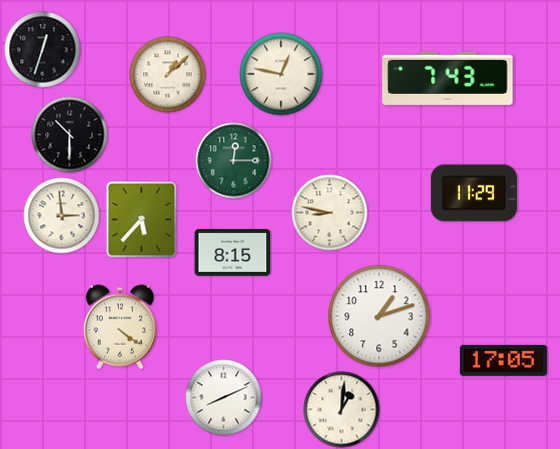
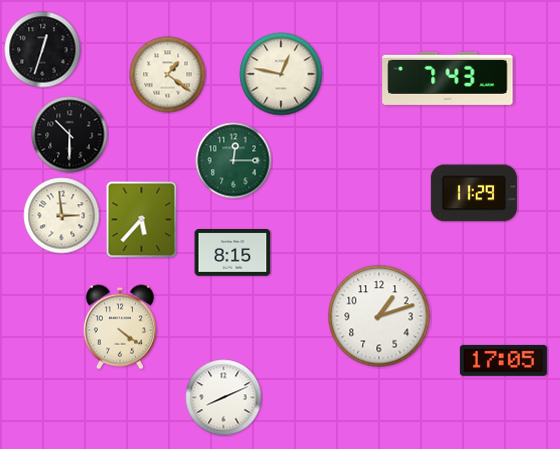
clock at (168, 75): 1:08 -> 1:21
clock at (330, 213): 8:47 -> none
clock at (342, 410): 1:01 -> none
